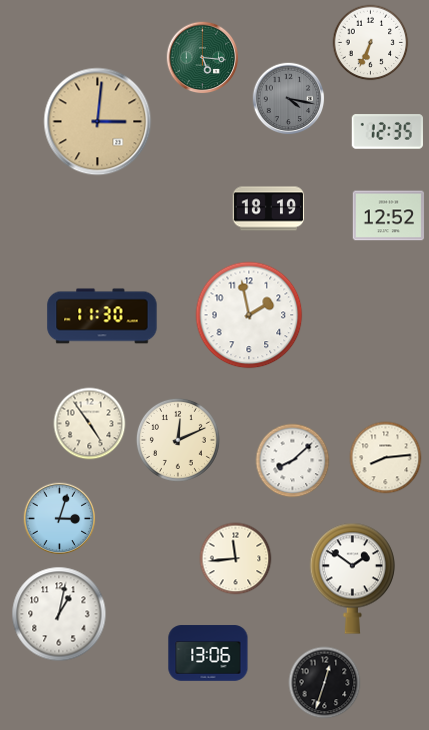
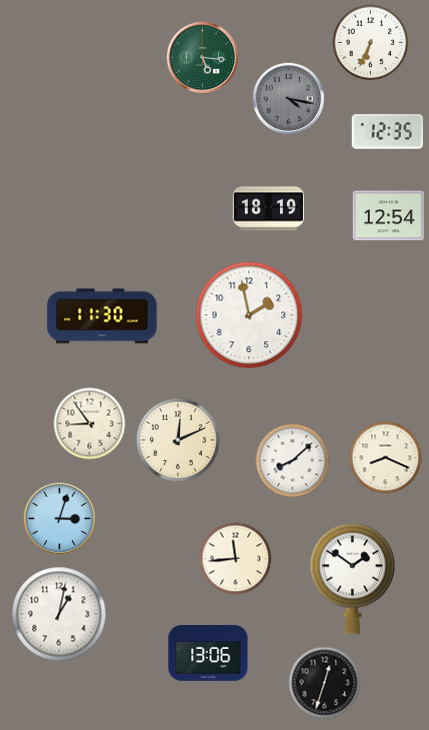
clock at (98, 122): 3:01 -> none
clock at (389, 216): 12:52 -> 12:54
clock at (90, 424): 4:54 -> 8:54
clock at (386, 458): 8:14 -> 8:19
